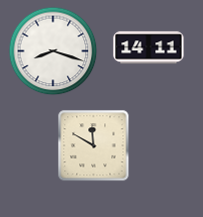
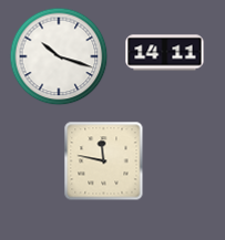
clock at (53, 51): 8:18 -> 10:18
clock at (94, 146): 11:50 -> 11:47
